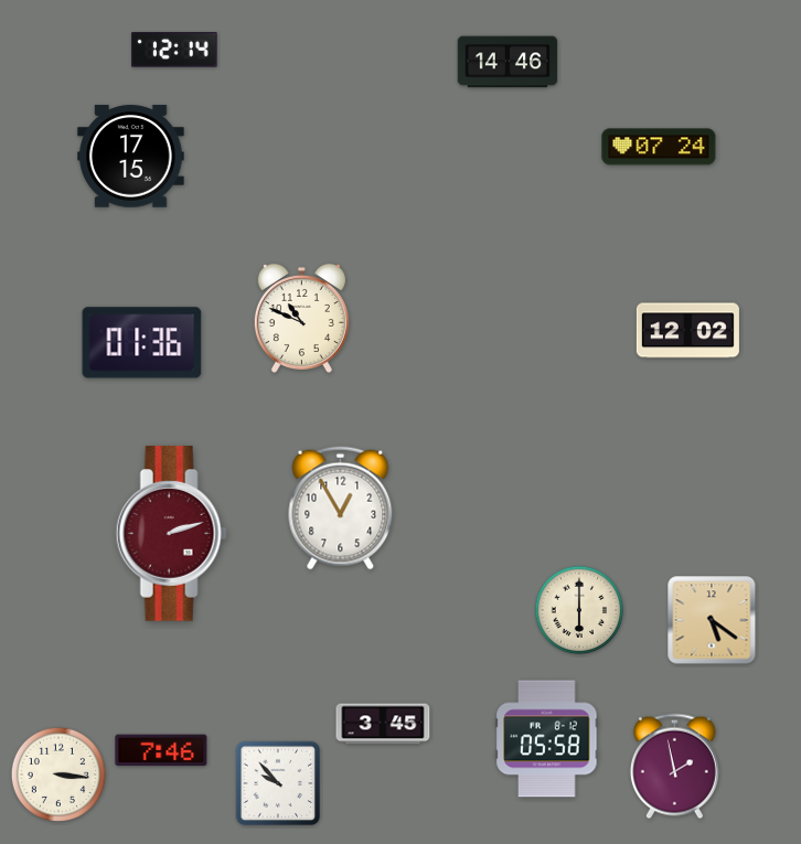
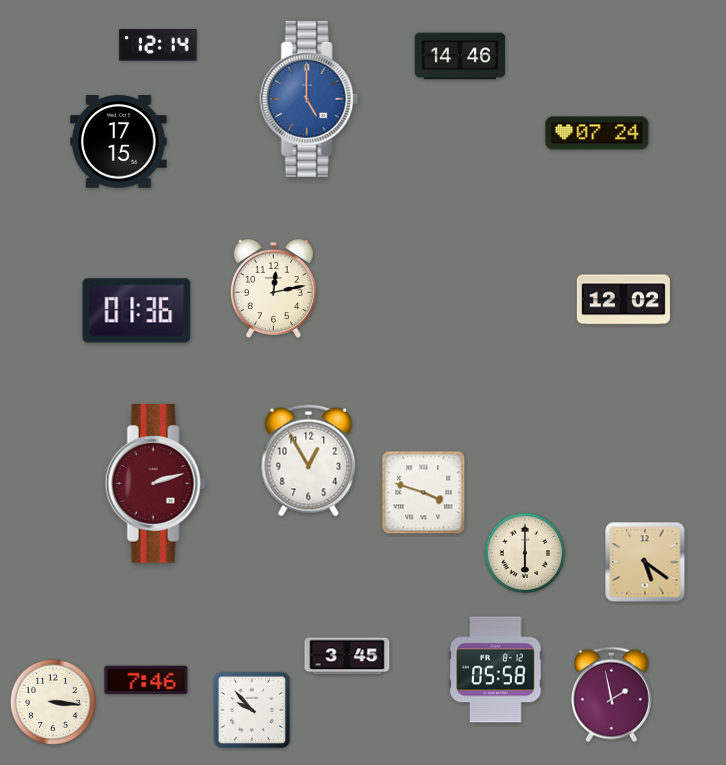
clock at (309, 99): none -> 5:00
clock at (301, 318): 10:49 -> 12:13
clock at (142, 343) position: (142, 343) -> (137, 311)
clock at (424, 493): none -> 3:48
